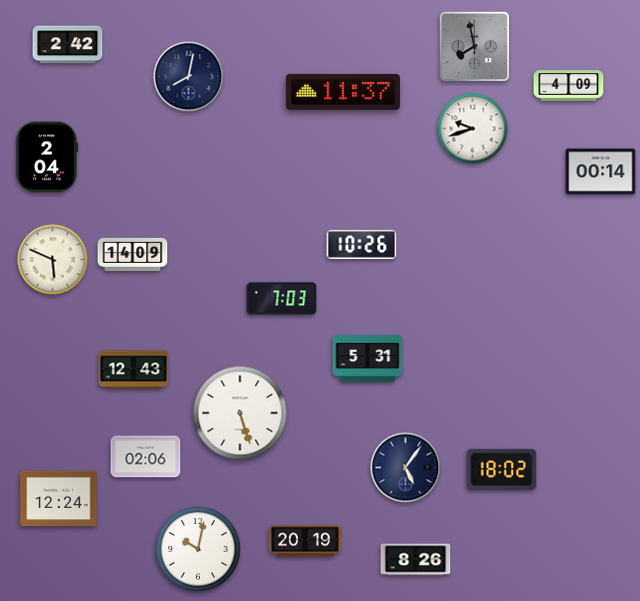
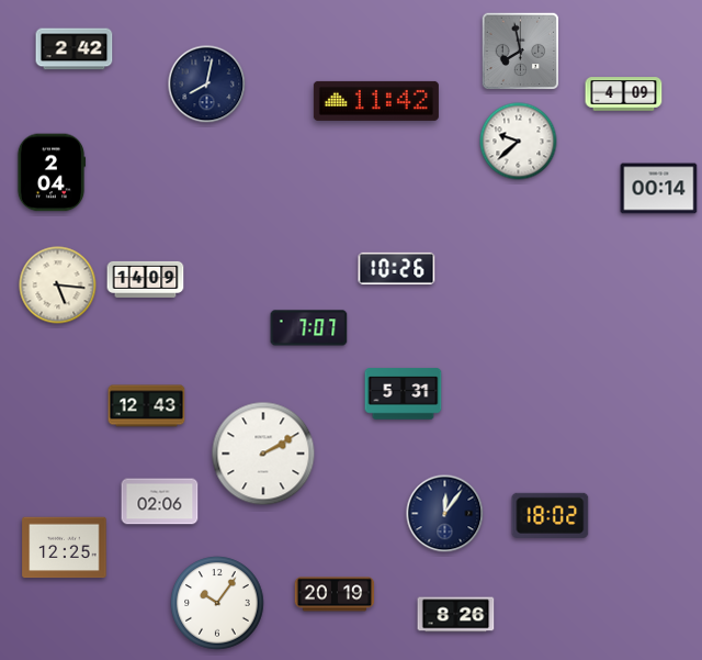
clock at (343, 92): 11:37 -> 11:42
clock at (473, 129): 9:42 -> 9:38
clock at (53, 260): 5:49 -> 5:16
clock at (282, 299): 7:03 -> 7:07
clock at (240, 413): 5:27 -> 2:10
clock at (406, 468): 5:06 -> 12:06
clock at (59, 499): 12:24 -> 12:25
clock at (198, 549): 10:02 -> 10:06
